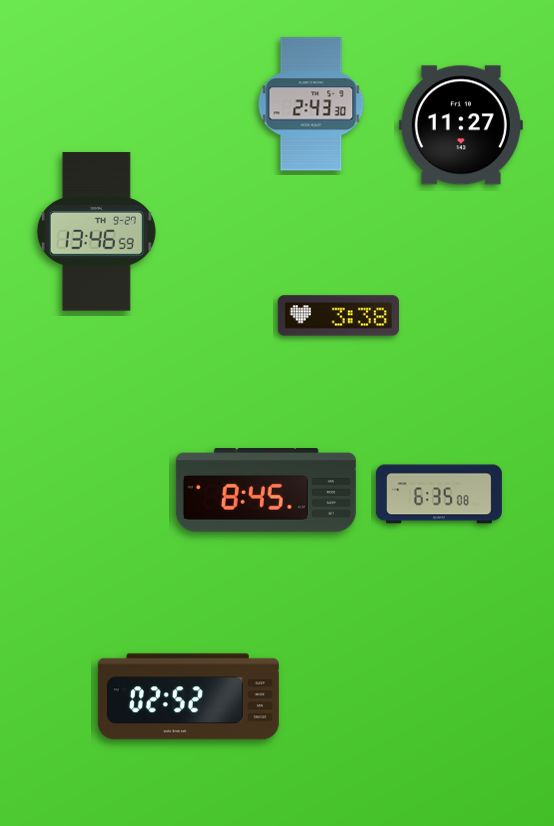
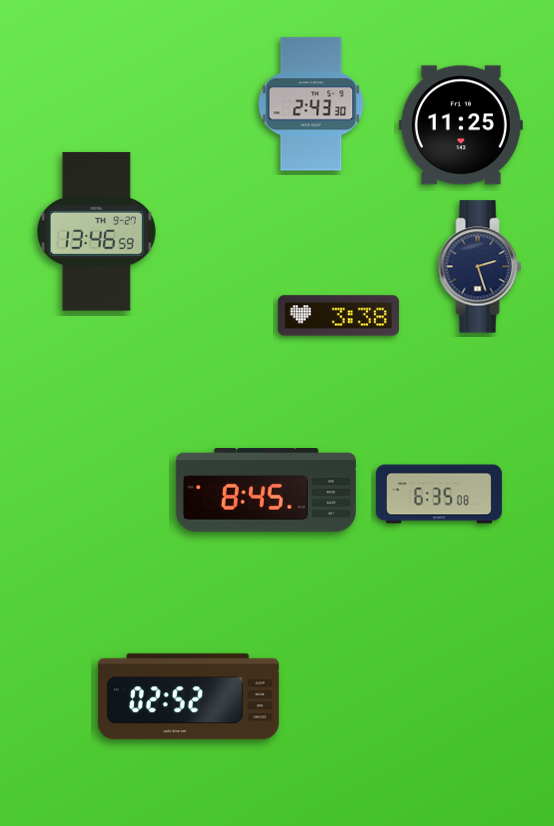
clock at (461, 125): 11:27 -> 11:25
clock at (480, 267): none -> 2:27
